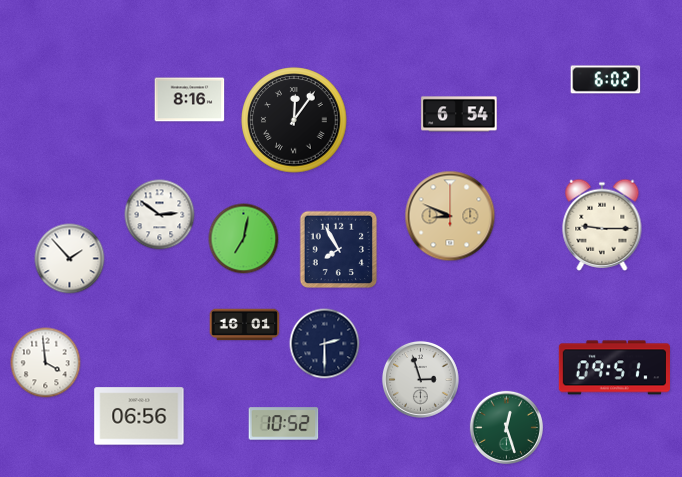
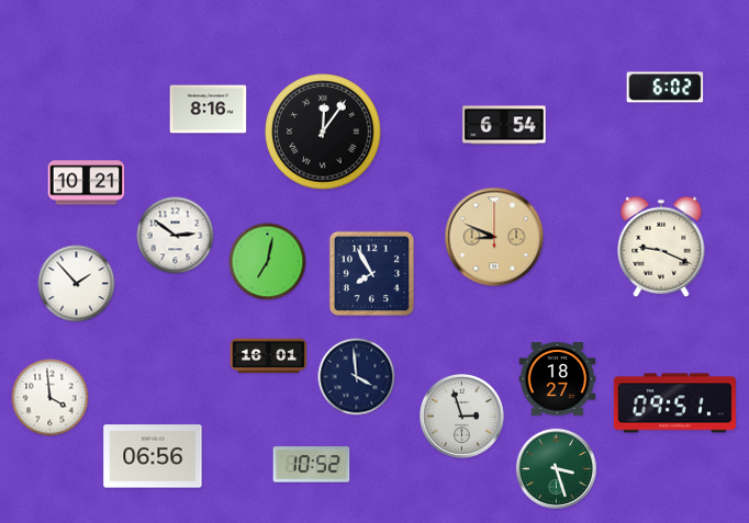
clock at (87, 183): none -> 10:21
clock at (602, 225): 9:15 -> 9:19
clock at (325, 344): 2:30 -> 3:59
clock at (558, 379): none -> 18:27
clock at (506, 427): 12:27 -> 3:27
